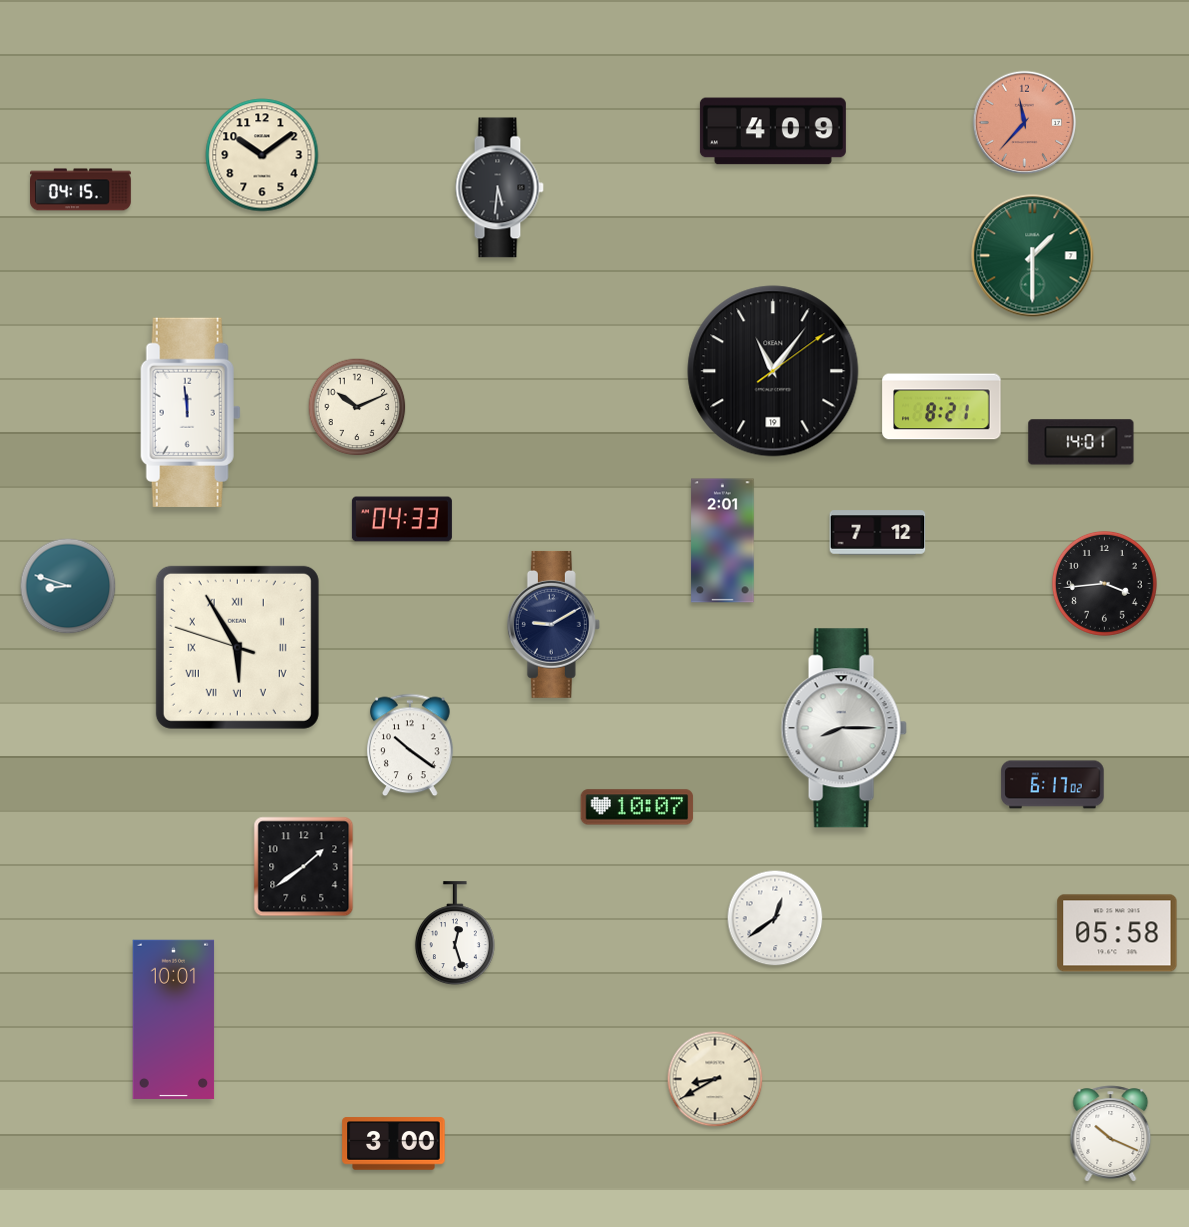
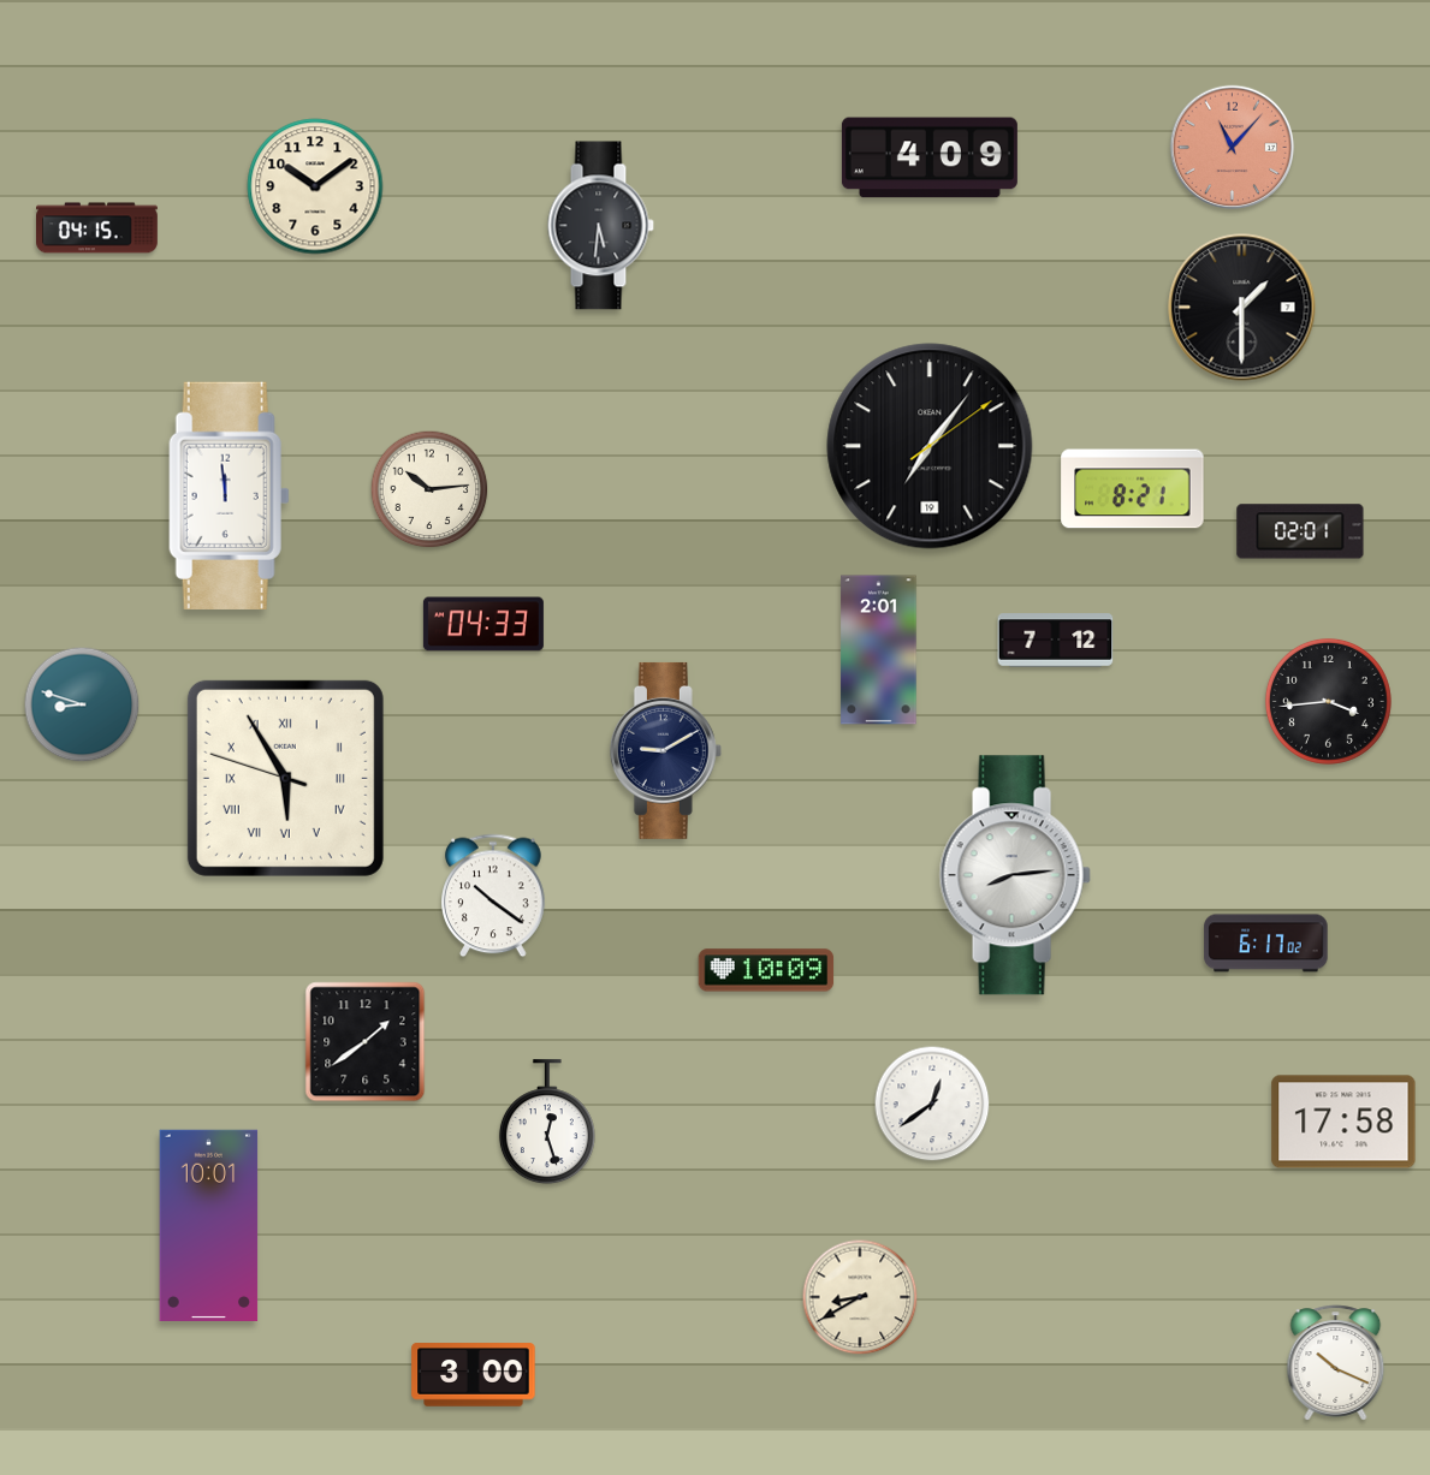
clock at (1025, 123): 11:37 -> 11:07
clock at (1033, 256) dial: green -> black
clock at (773, 371): 11:06 -> 7:06
clock at (357, 407): 10:11 -> 10:14
clock at (1081, 442): 14:01 -> 02:01
clock at (723, 541) position: (723, 541) -> (879, 650)
clock at (844, 728): 8:15 -> 8:14
clock at (637, 807): 10:07 -> 10:09
clock at (1117, 933): 05:58 -> 17:58
